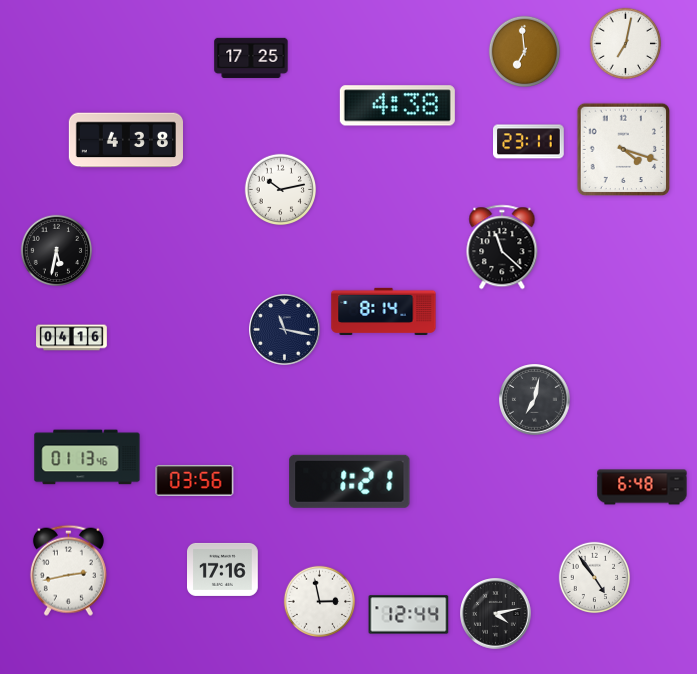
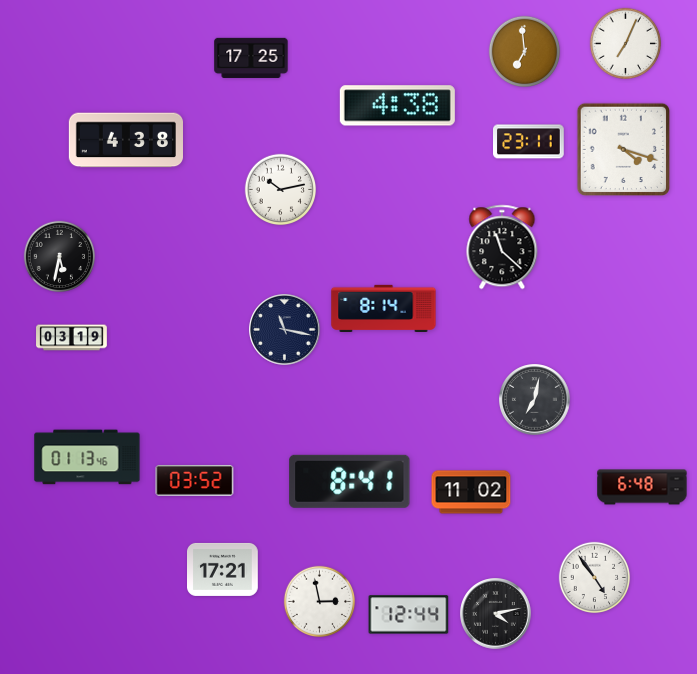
clock at (626, 44): 7:02 -> 7:04
clock at (57, 251) position: (57, 251) -> (60, 257)
clock at (384, 311) position: (384, 311) -> (384, 308)
clock at (72, 338): 04:16 -> 03:19
clock at (195, 480): 03:56 -> 03:52
clock at (350, 481): 1:21 -> 8:41
clock at (471, 492): none -> 11:02
clock at (223, 569): 17:16 -> 17:21
clock at (68, 570): 2:43 -> none
